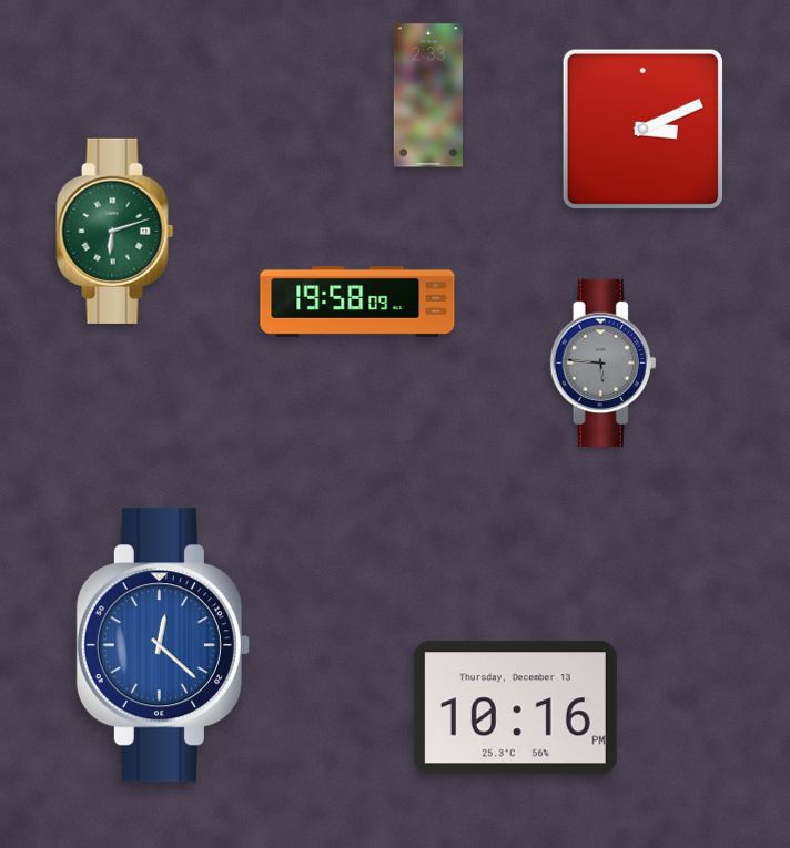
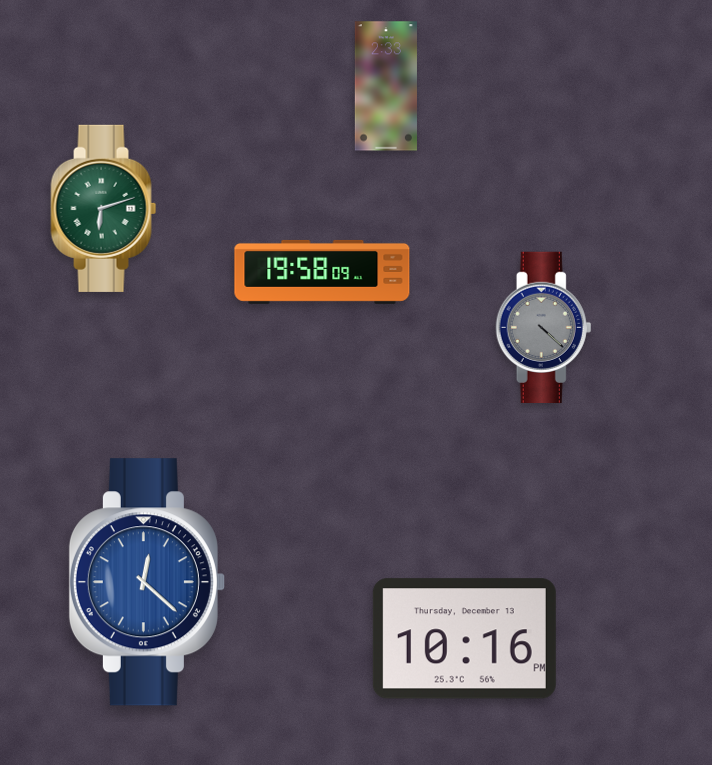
clock at (642, 129): 3:11 -> none
clock at (604, 362): 5:46 -> 4:22
